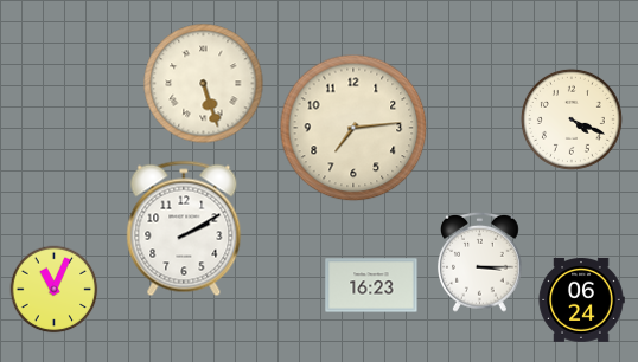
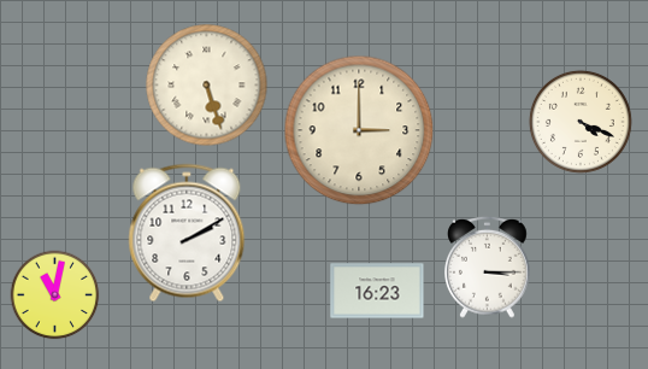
clock at (353, 128): 7:14 -> 3:00
clock at (55, 290): 11:04 -> 11:02
clock at (581, 300): 06:24 -> none
